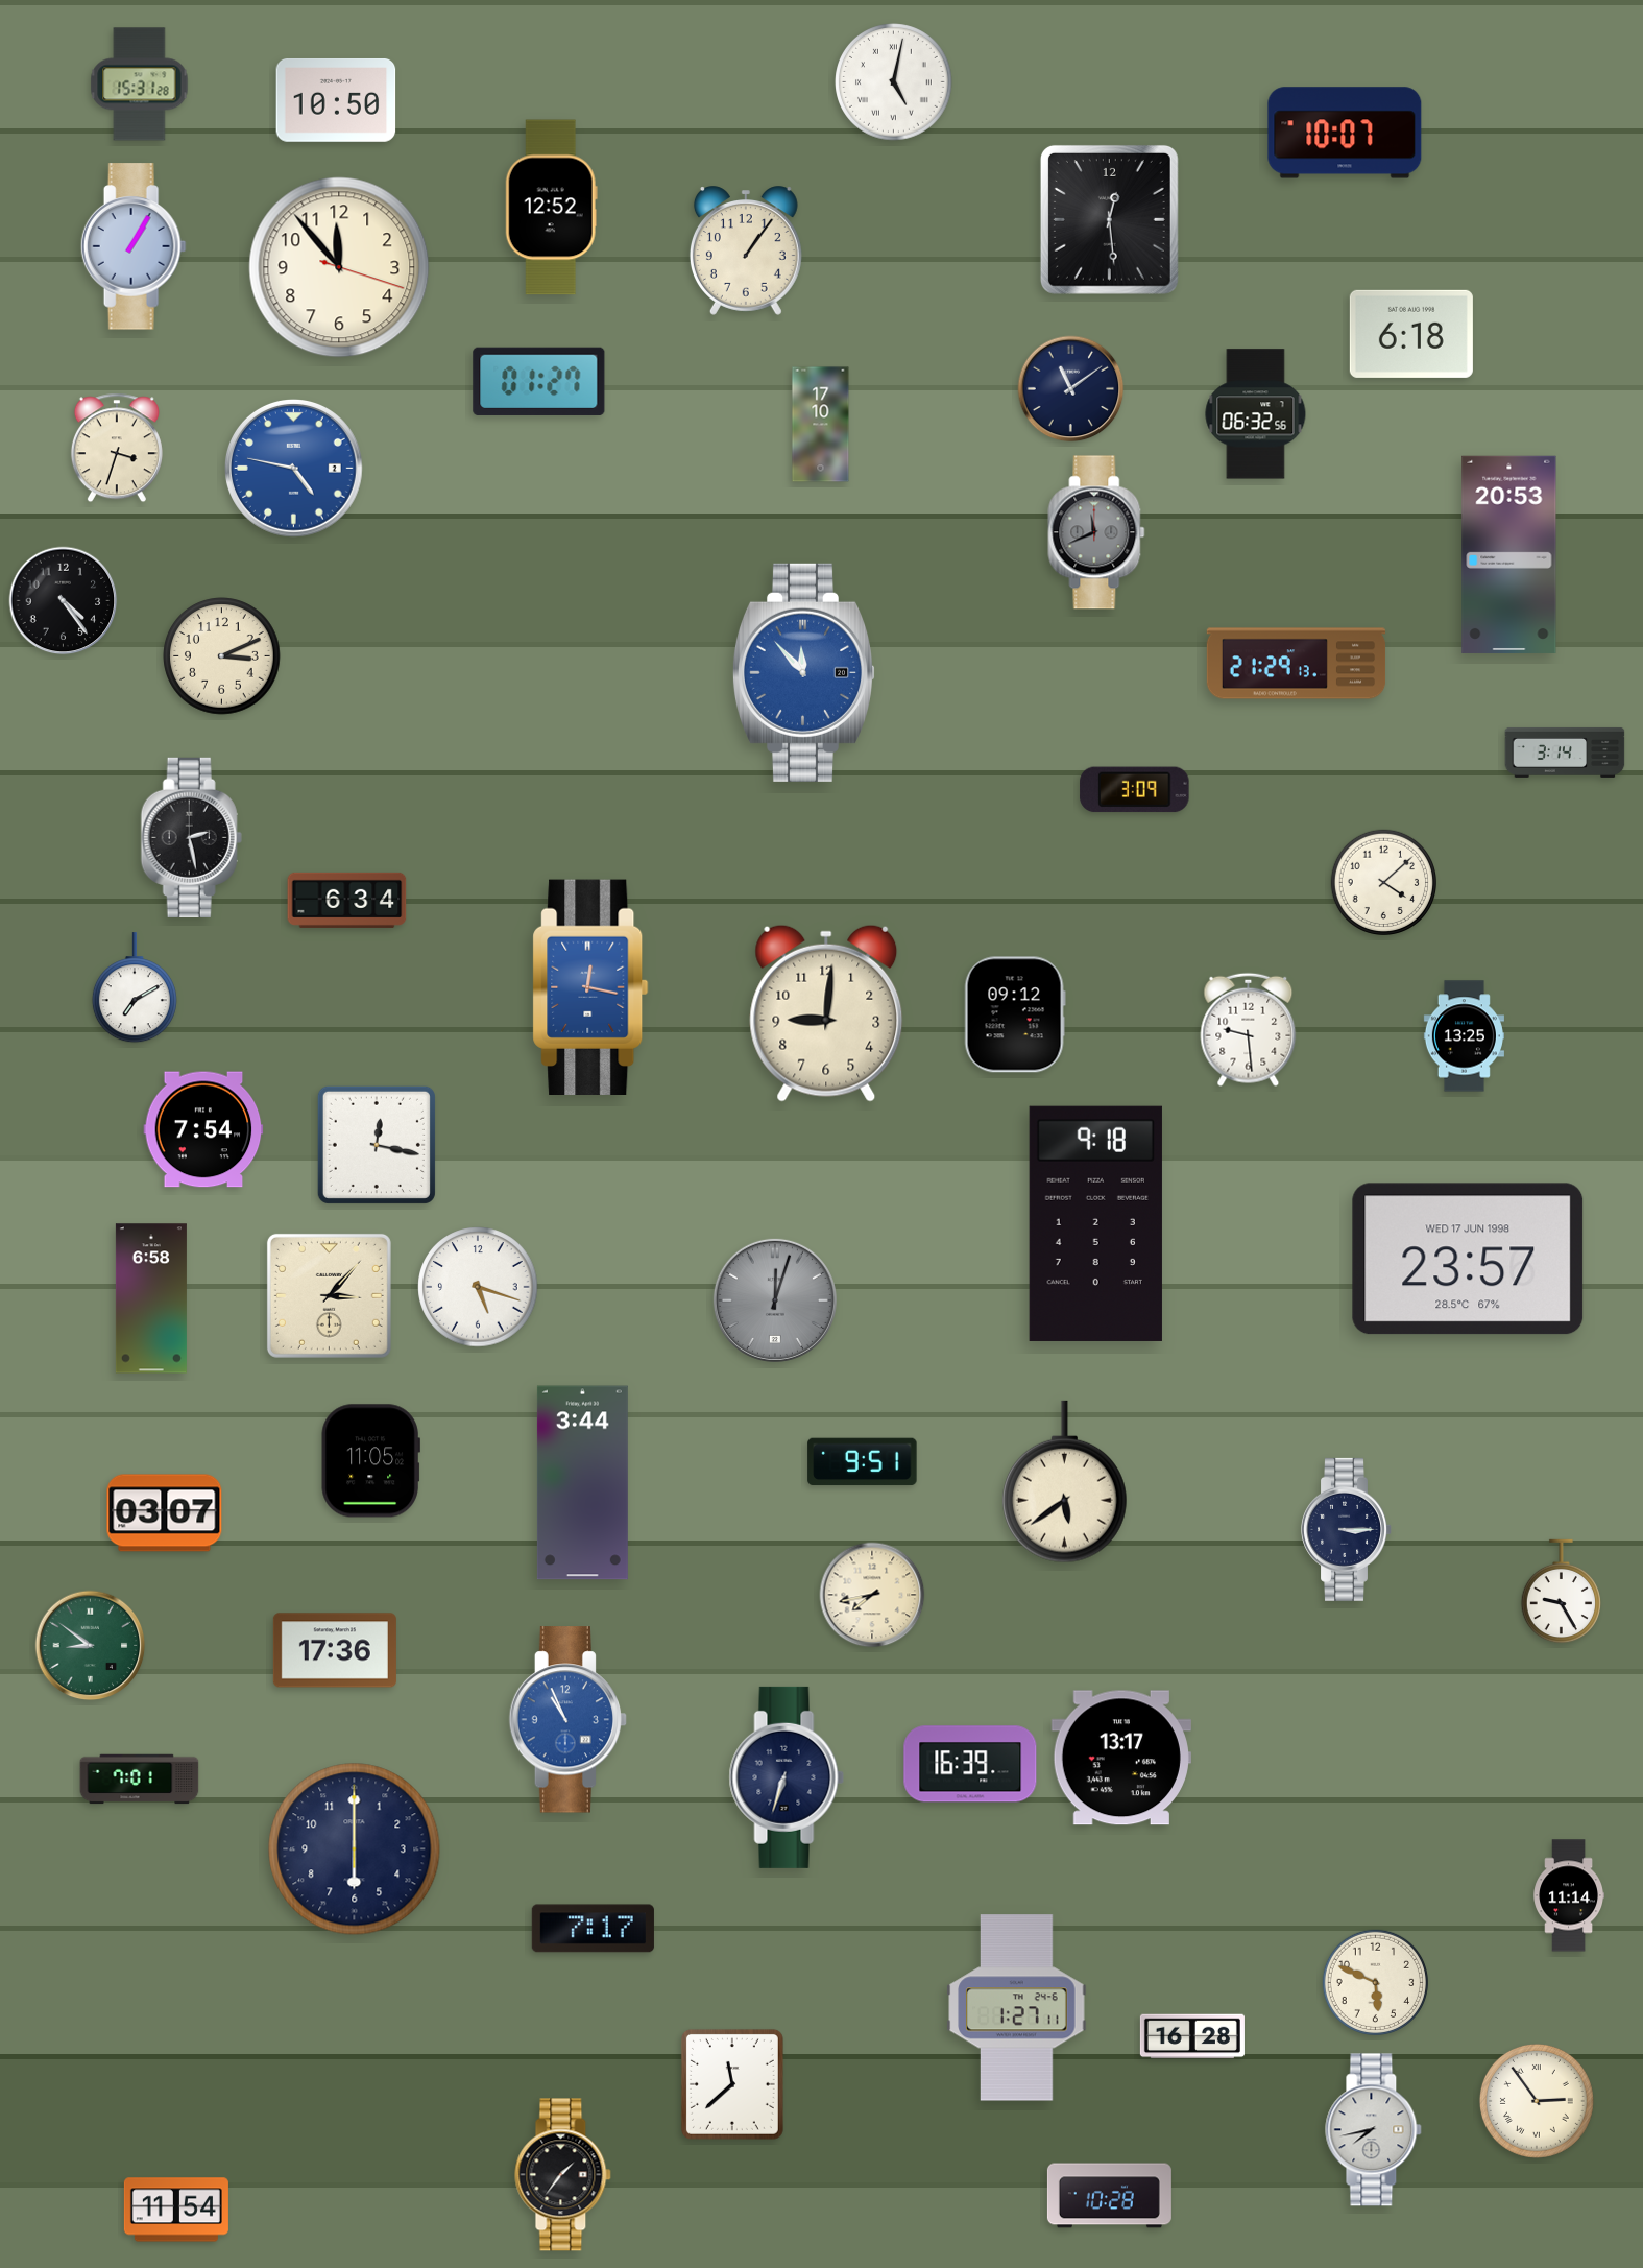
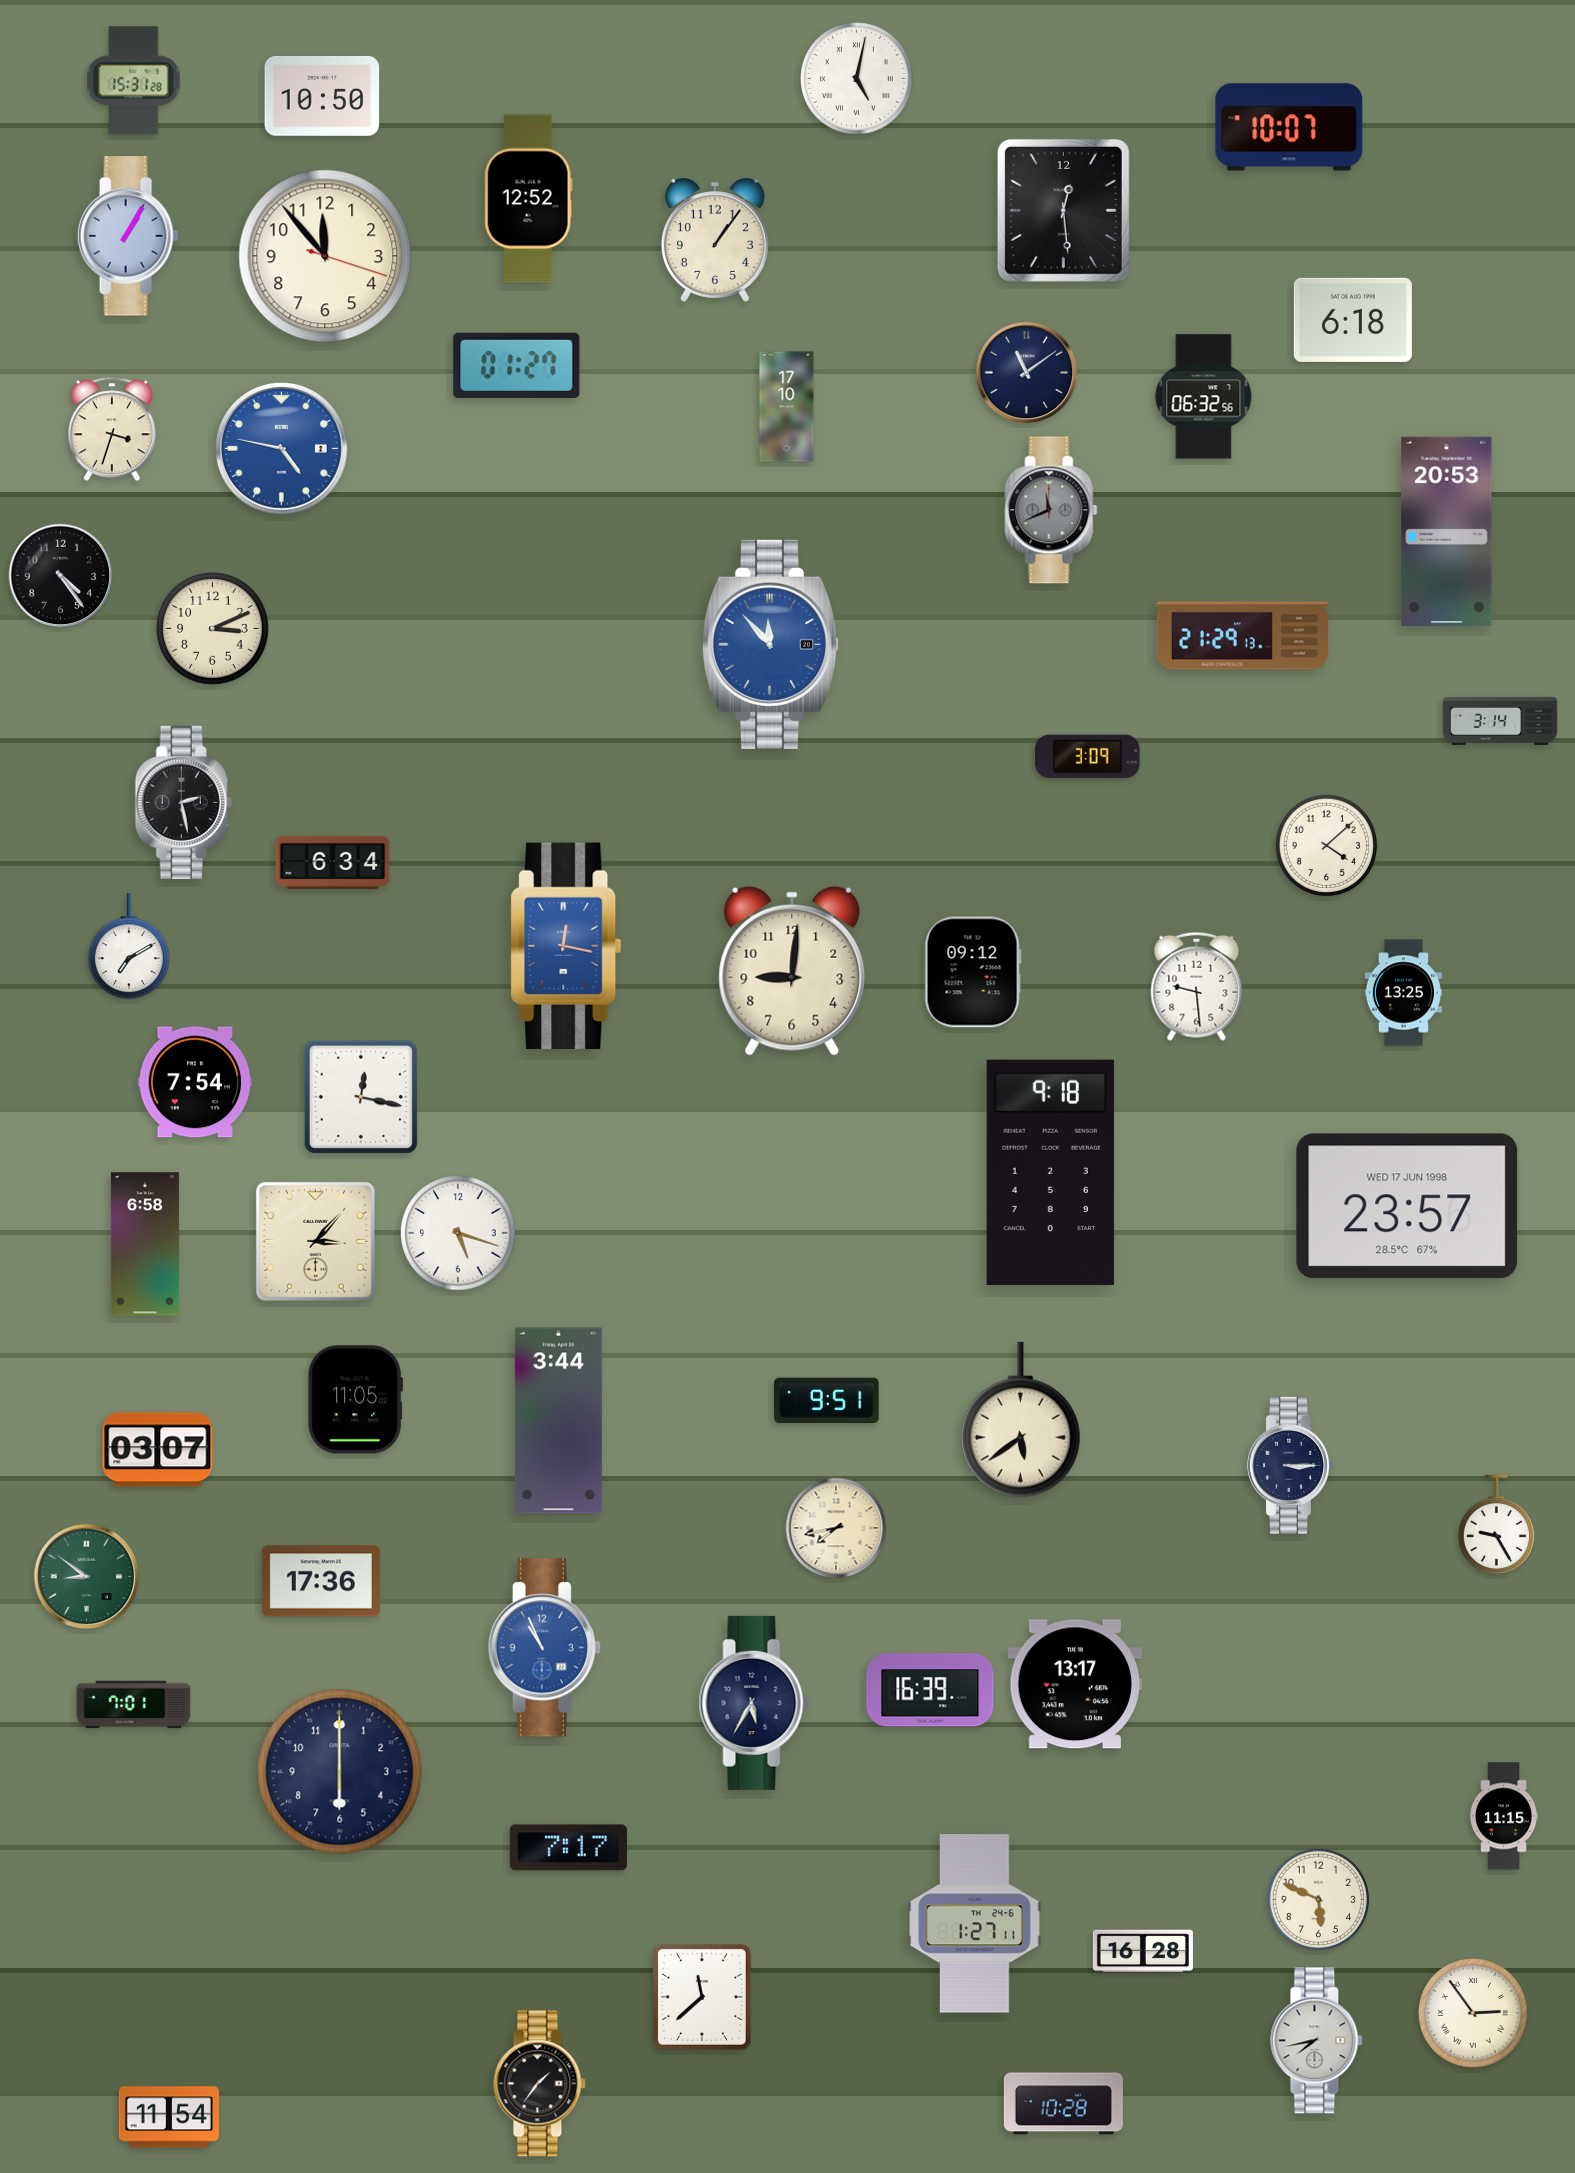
clock at (775, 1300): 12:03 -> none
clock at (787, 1777): 6:33 -> 5:35
clock at (1568, 1895): 11:14 -> 11:15
